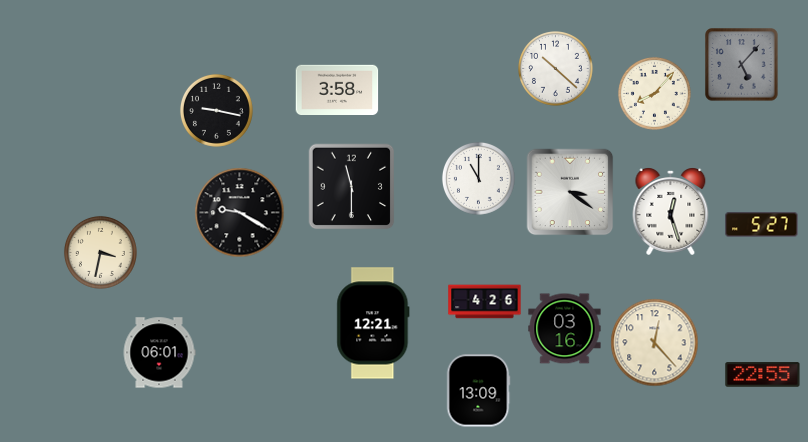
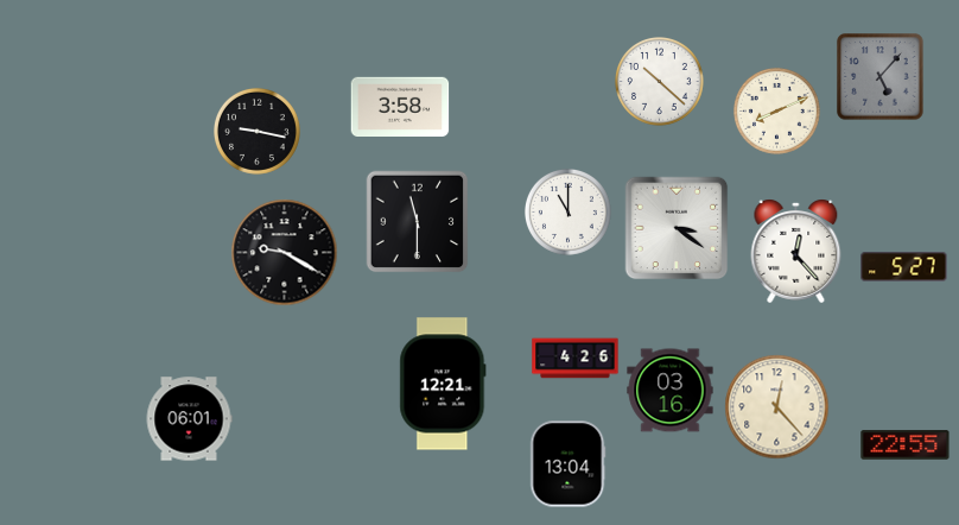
clock at (654, 93): 8:07 -> 8:11
clock at (671, 211): 12:27 -> 12:23
clock at (100, 252): 3:32 -> none
clock at (478, 391): 13:09 -> 13:04
